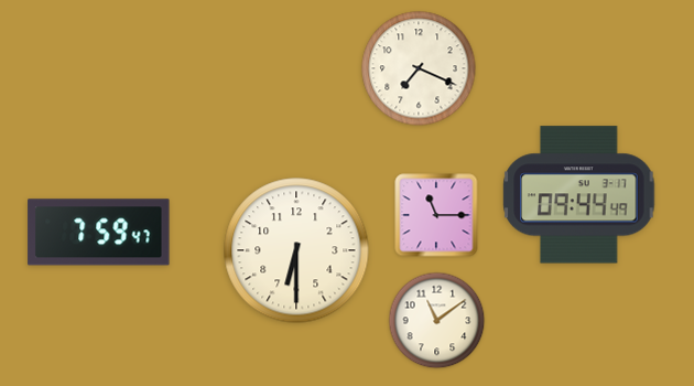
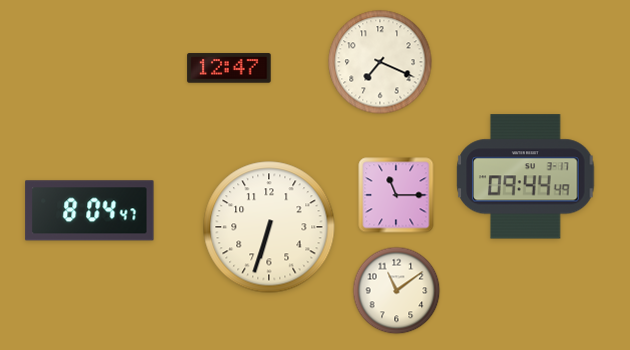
clock at (229, 68): none -> 12:47
clock at (99, 233): 7:59 -> 8:04
clock at (296, 250): 6:30 -> 6:33
